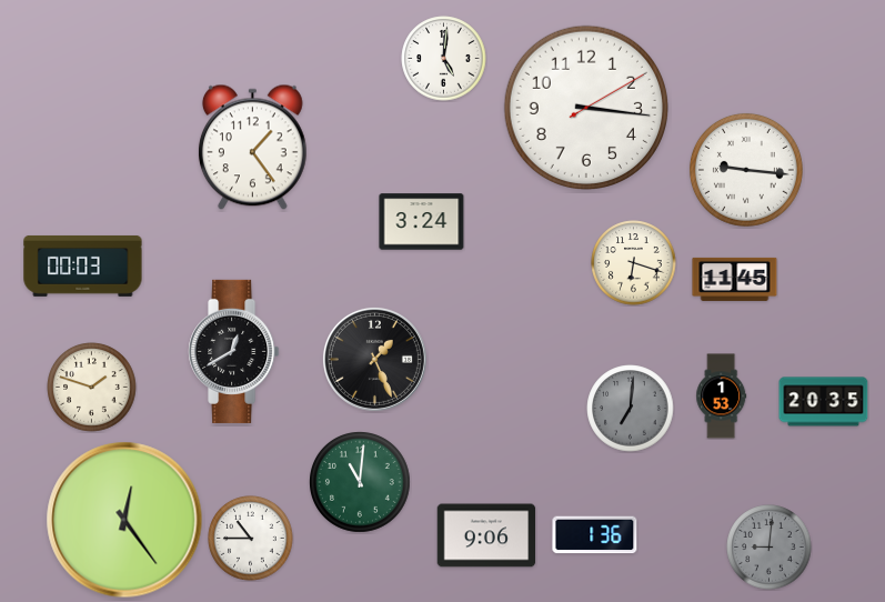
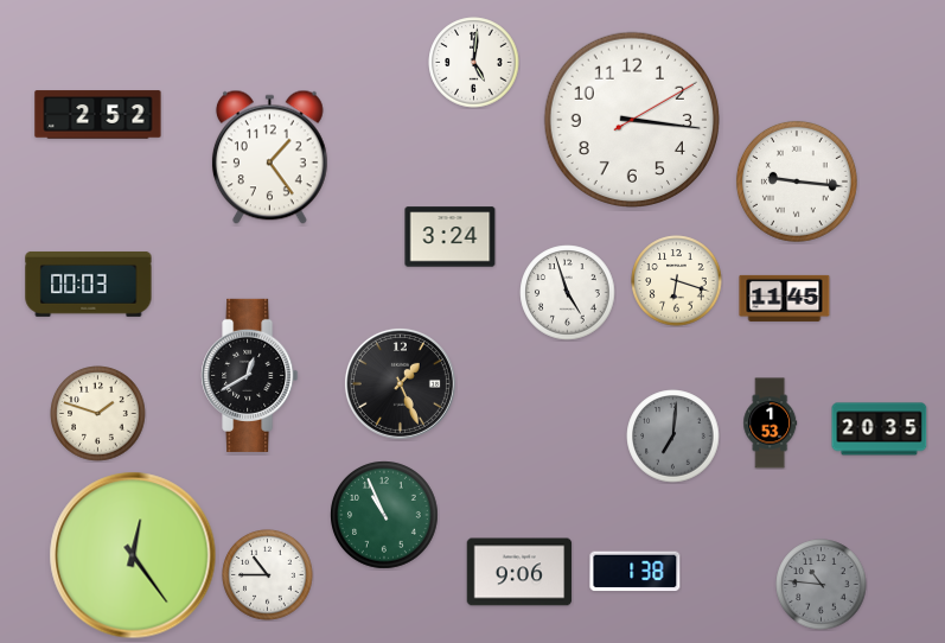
clock at (585, 107) position: (585, 107) -> (631, 119)
clock at (98, 115): none -> 2:52
clock at (568, 293): none -> 4:57
clock at (361, 483): 11:01 -> 10:56
clock at (595, 535): 1:36 -> 1:38
clock at (770, 548): 9:01 -> 10:46
